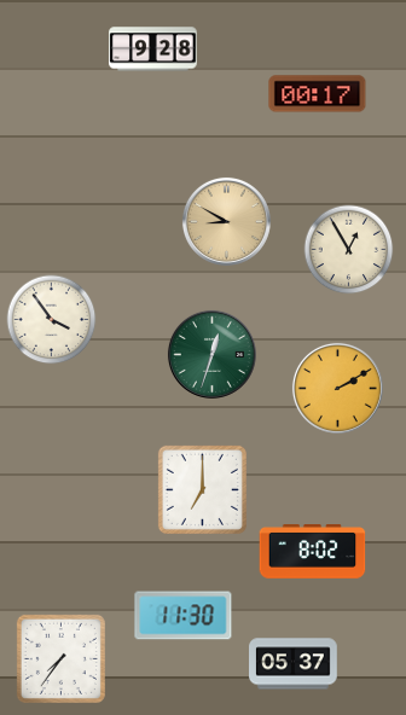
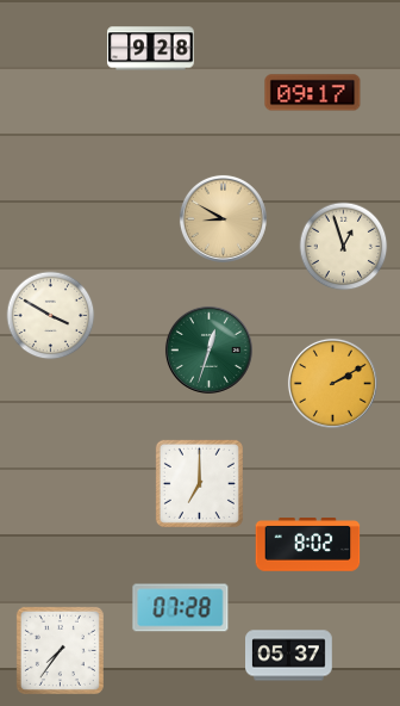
clock at (318, 94): 00:17 -> 09:17
clock at (349, 250): 12:55 -> 12:57
clock at (52, 320): 3:54 -> 3:50
clock at (184, 616): 11:30 -> 07:28
